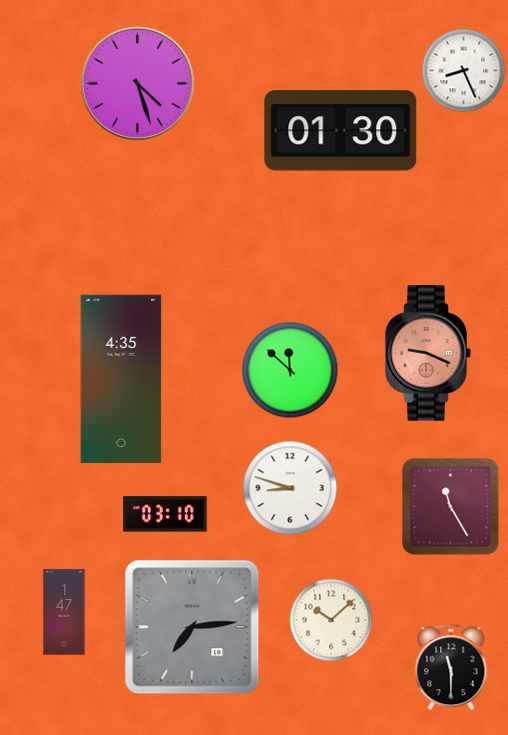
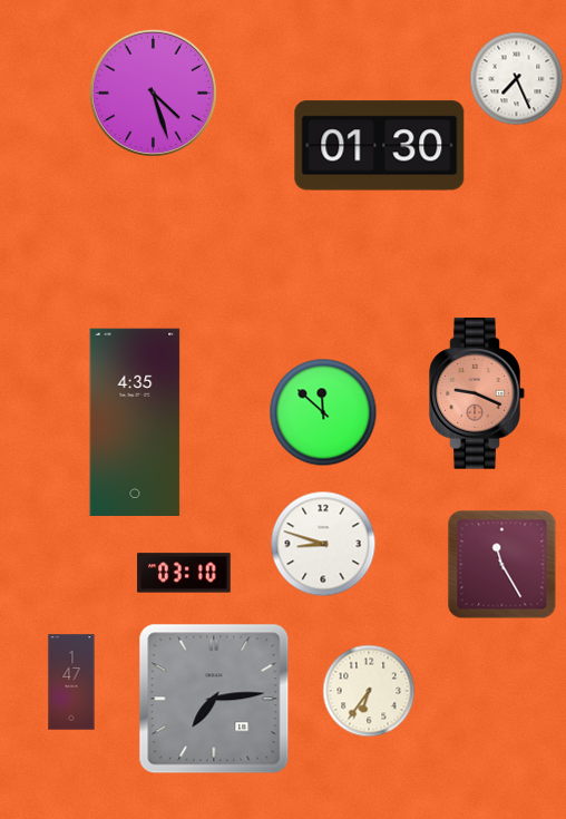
clock at (463, 70): 8:26 -> 7:26
clock at (331, 620): 10:08 -> 6:36
clock at (451, 667): 11:30 -> none
